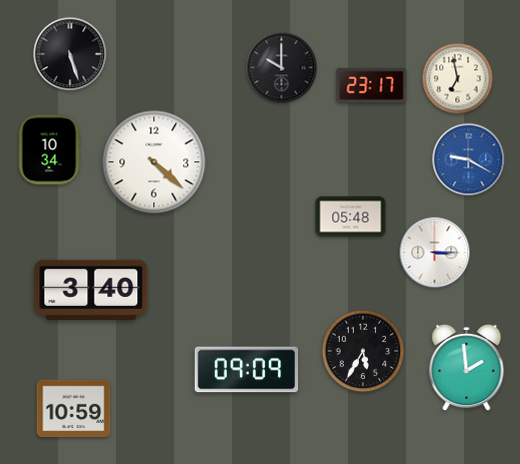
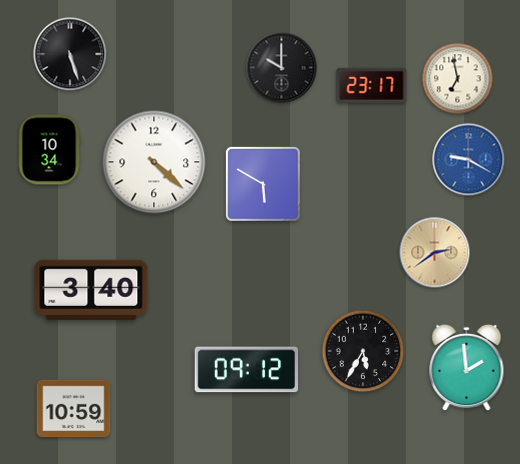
clock at (263, 184): none -> 5:50
clock at (351, 217): 05:48 -> none
clock at (435, 253): 3:15 -> 2:39
clock at (435, 253) dial: white -> champagne
clock at (247, 370): 09:09 -> 09:12
